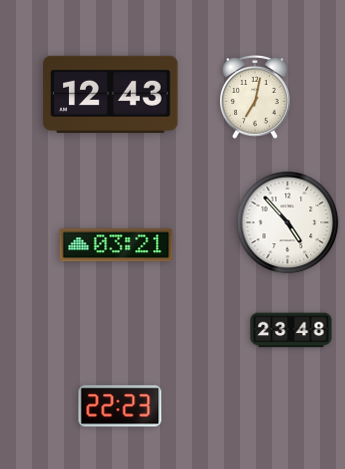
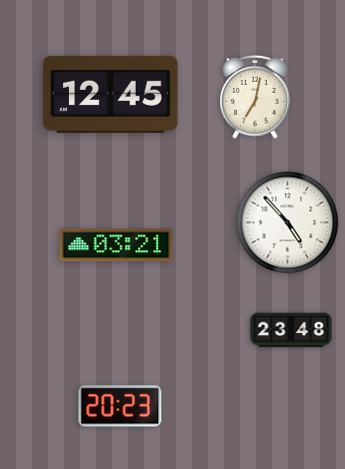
clock at (111, 94): 12:43 -> 12:45
clock at (120, 406): 22:23 -> 20:23
